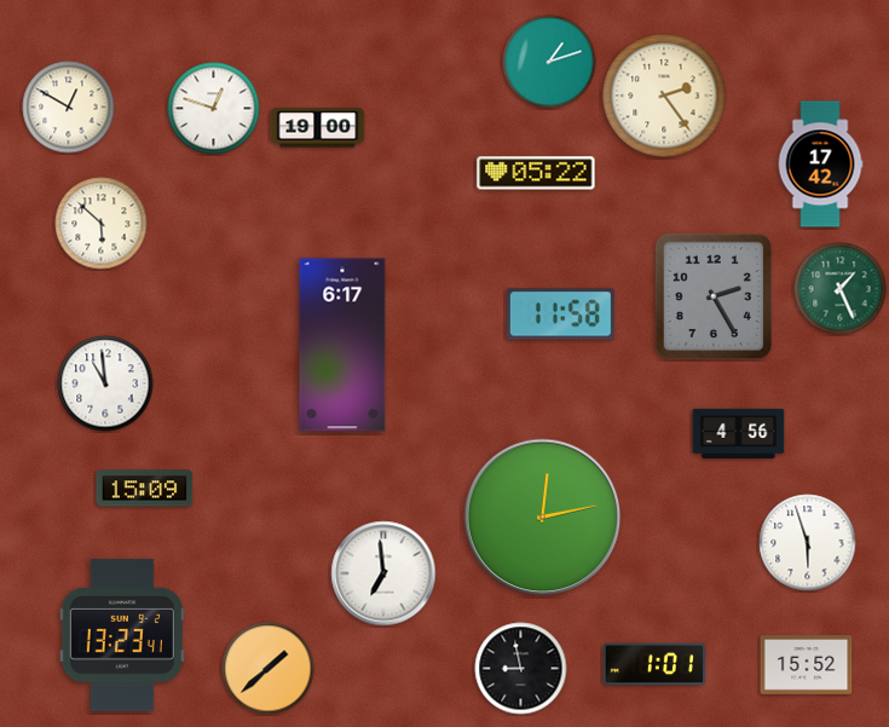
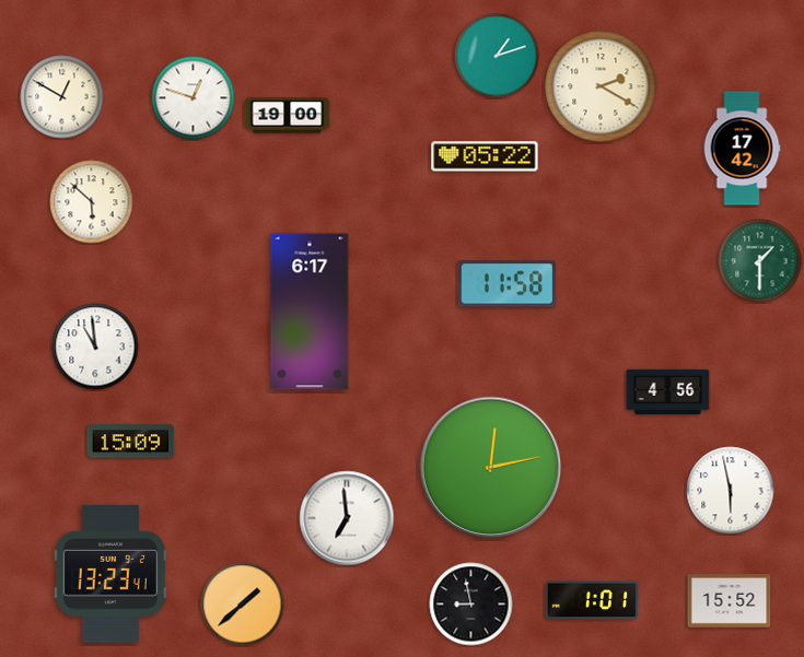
clock at (664, 96): 2:24 -> 2:20
clock at (841, 289): 1:26 -> 1:30
clock at (714, 296): 2:25 -> none
clock at (808, 543): 5:57 -> 5:58
